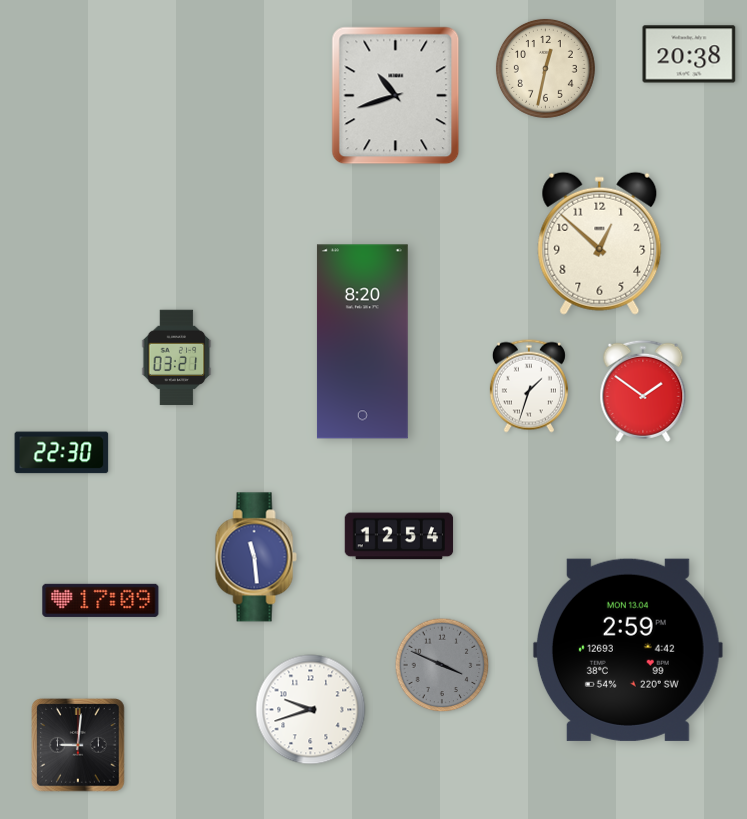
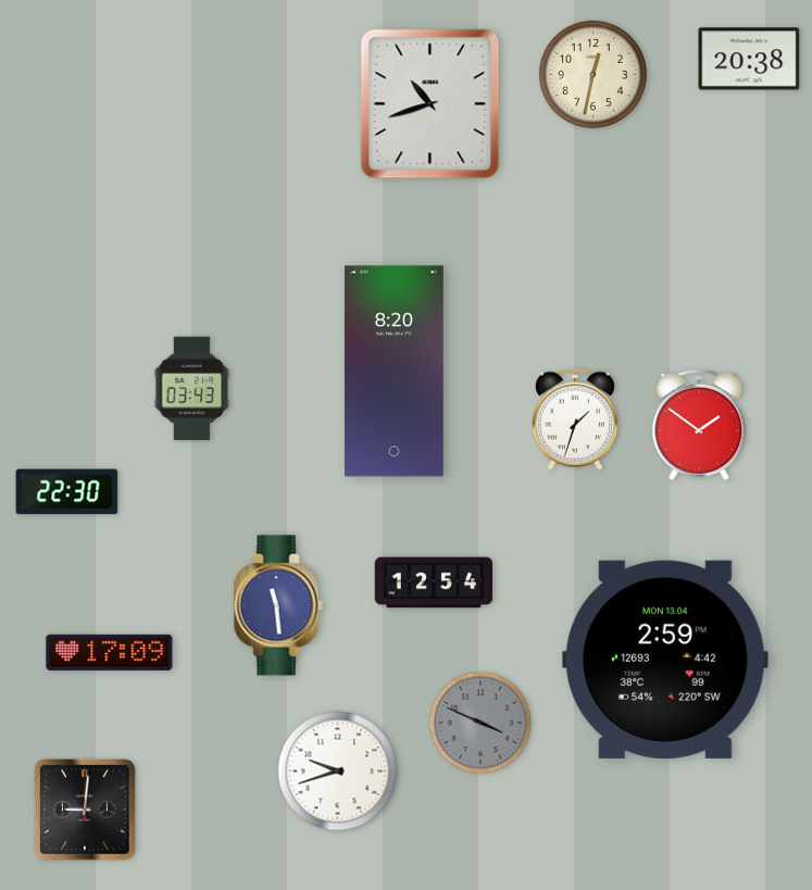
clock at (600, 243): 12:52 -> none
clock at (177, 358): 03:21 -> 03:43
clock at (628, 650) position: (628, 650) -> (665, 660)
